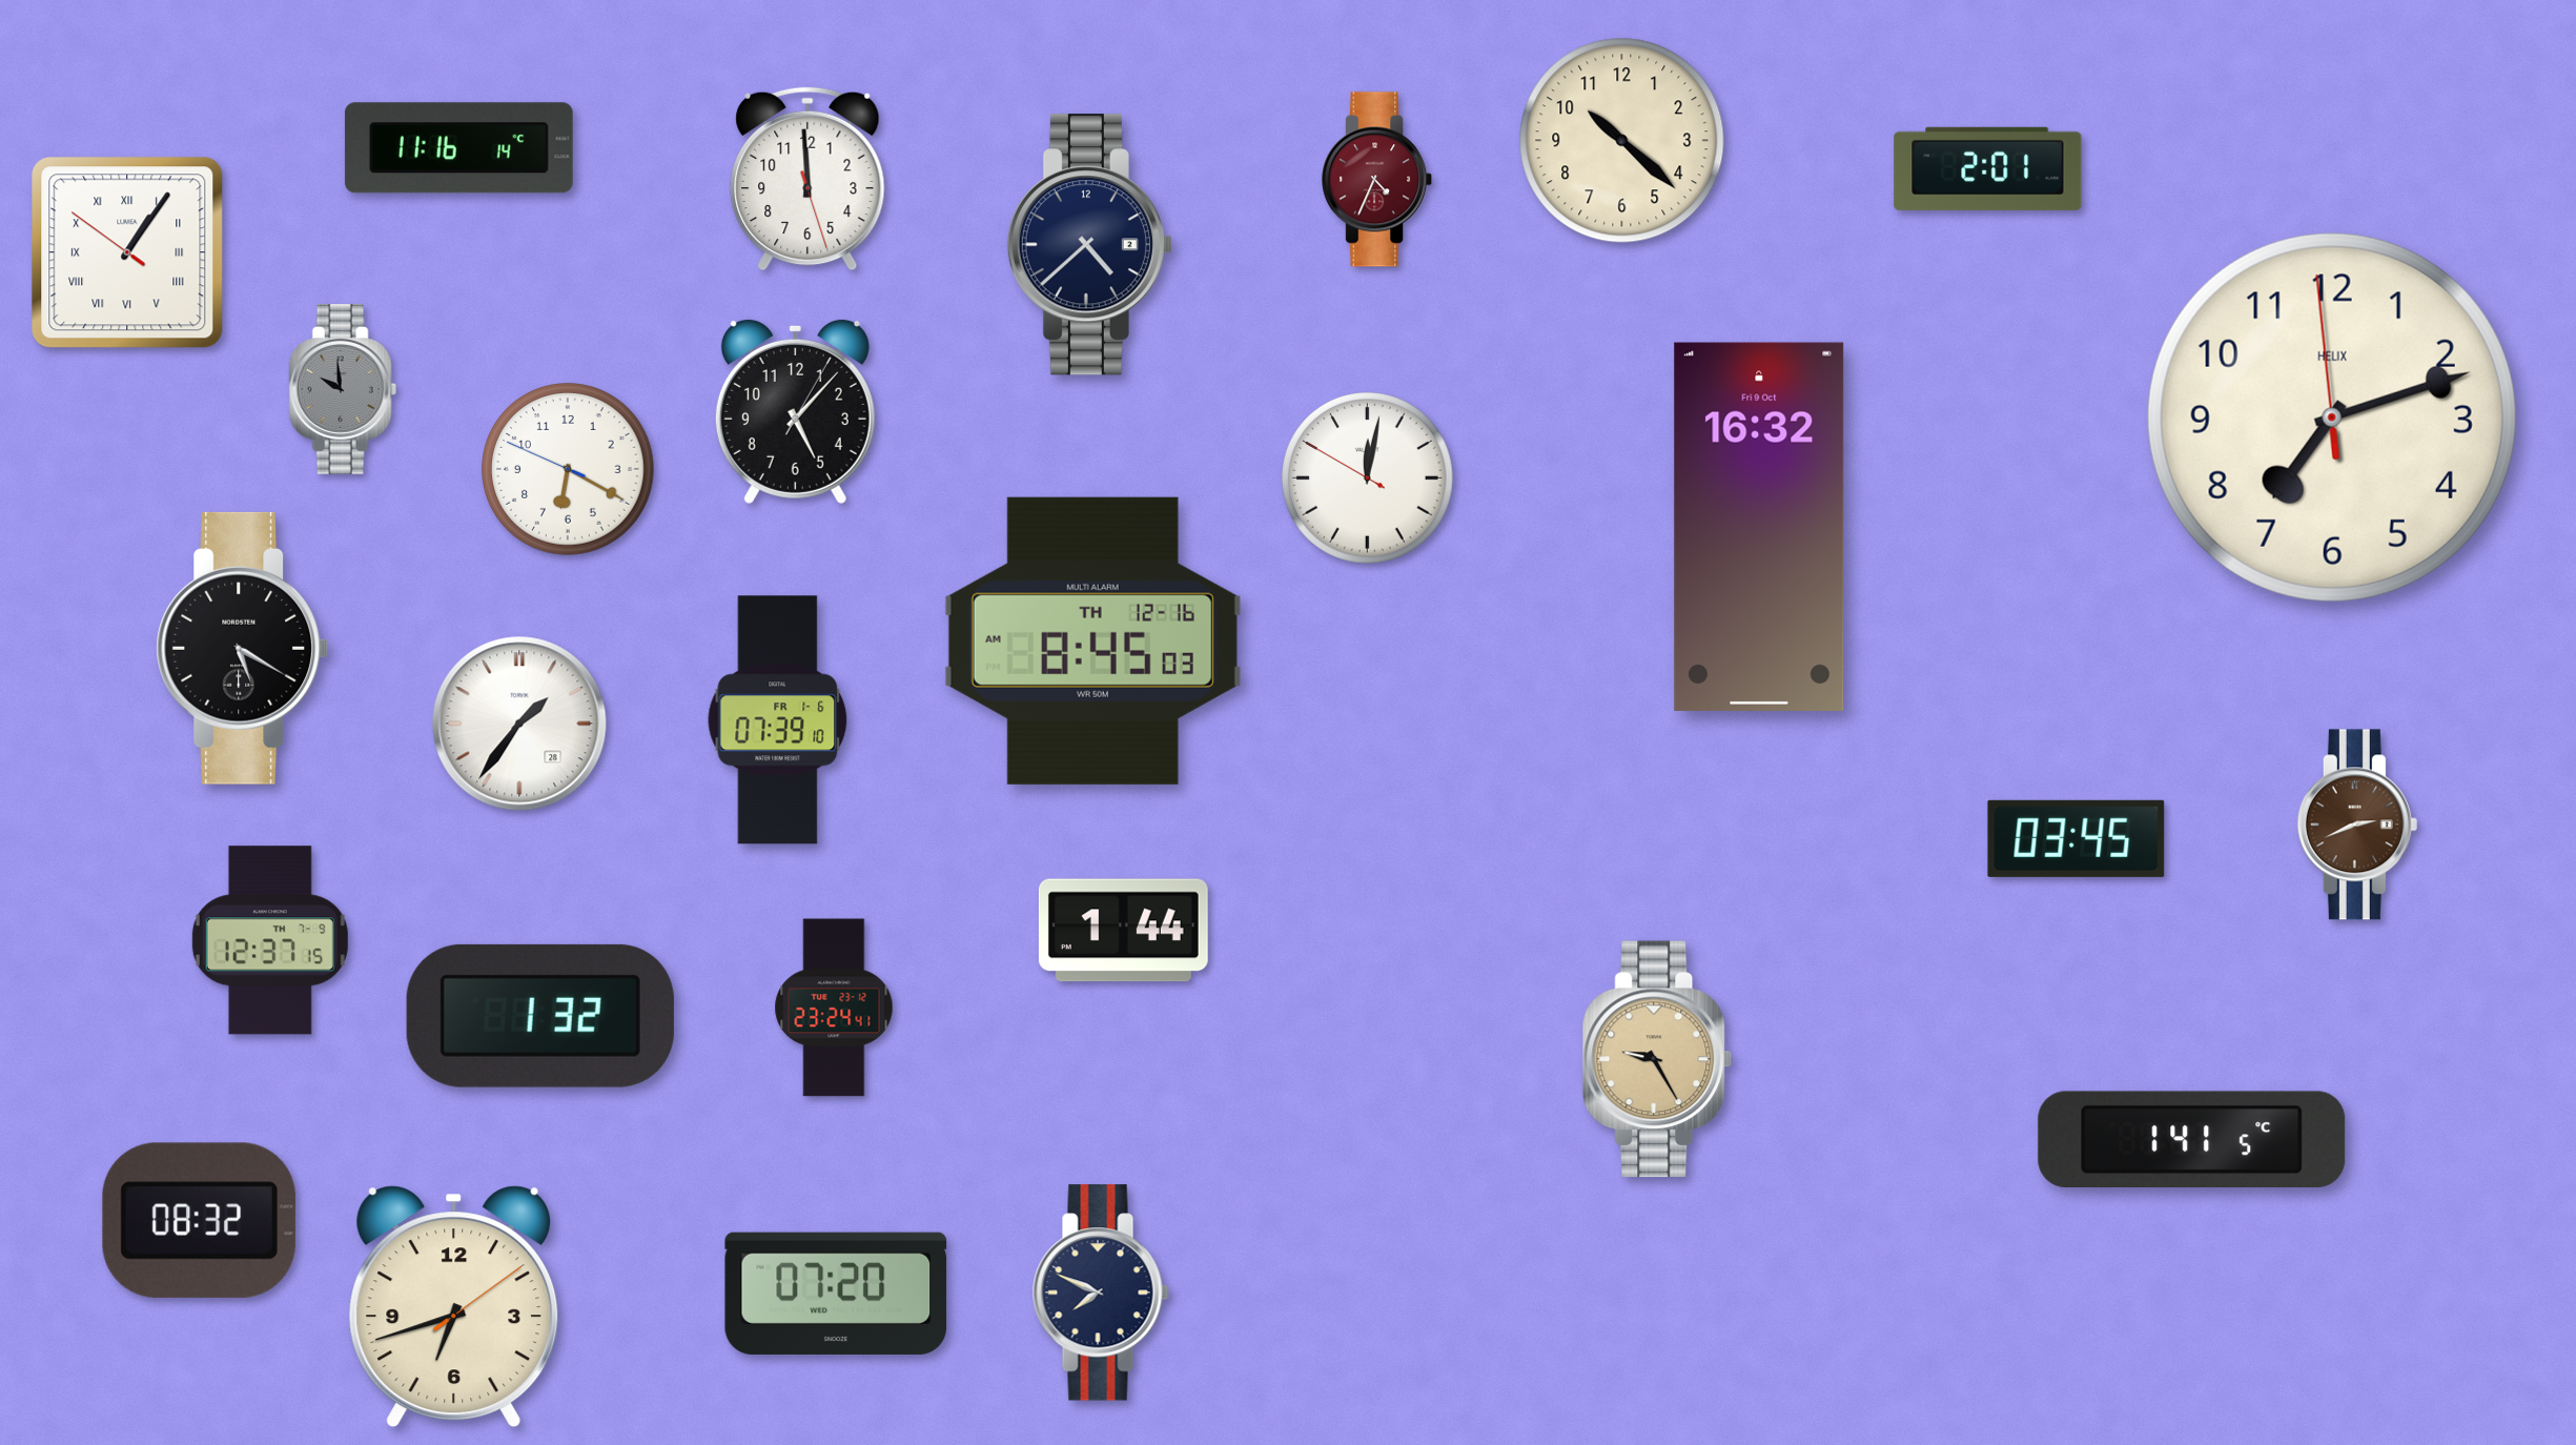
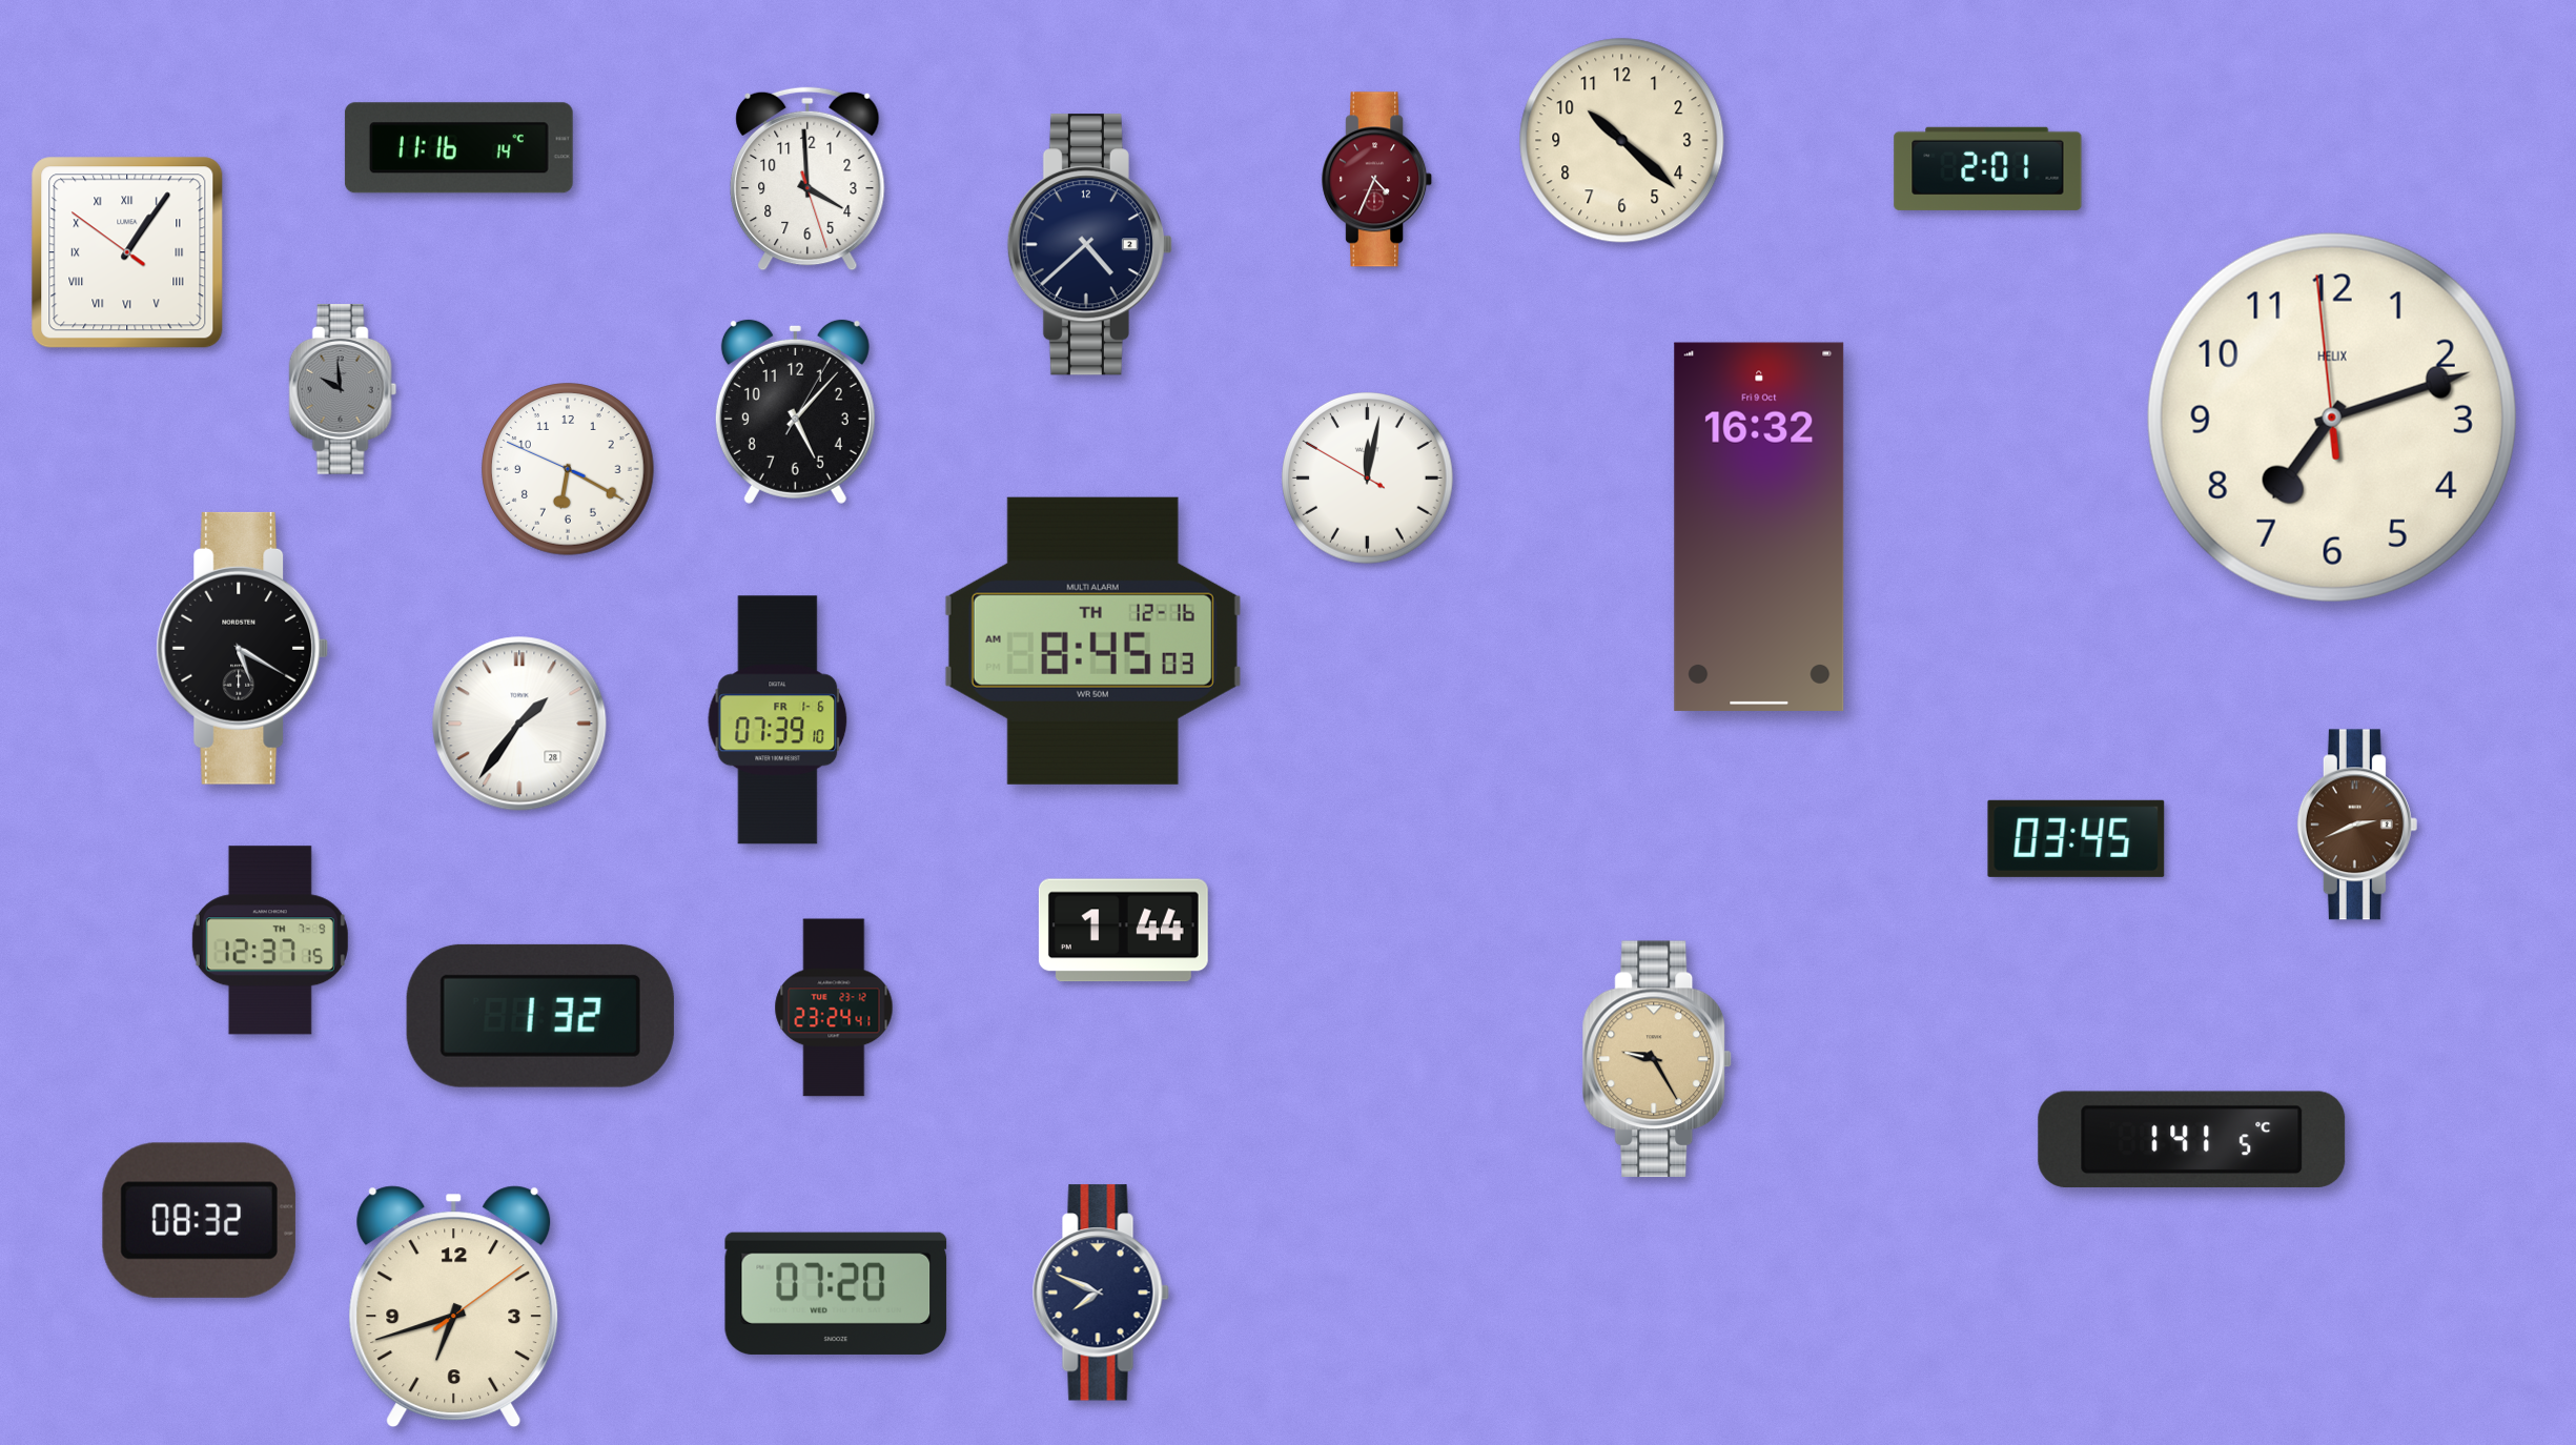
clock at (807, 179): 11:59 -> 3:59
